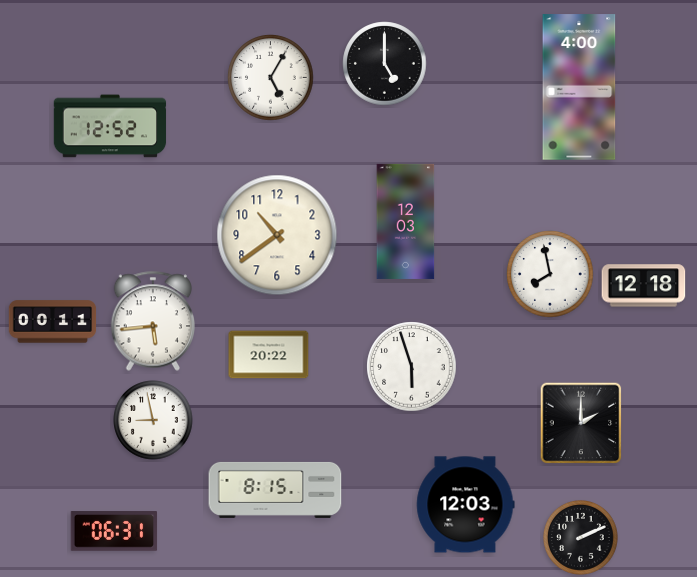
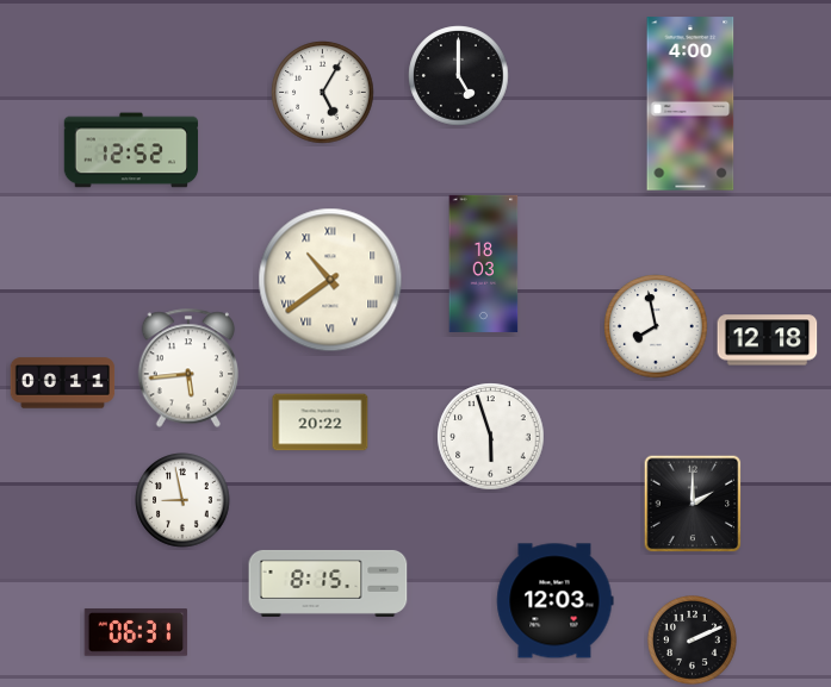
clock at (406, 221): 12:03 -> 18:03
clock at (277, 235) numerals: Arabic -> Roman
clock at (153, 321) position: (153, 321) -> (188, 368)
